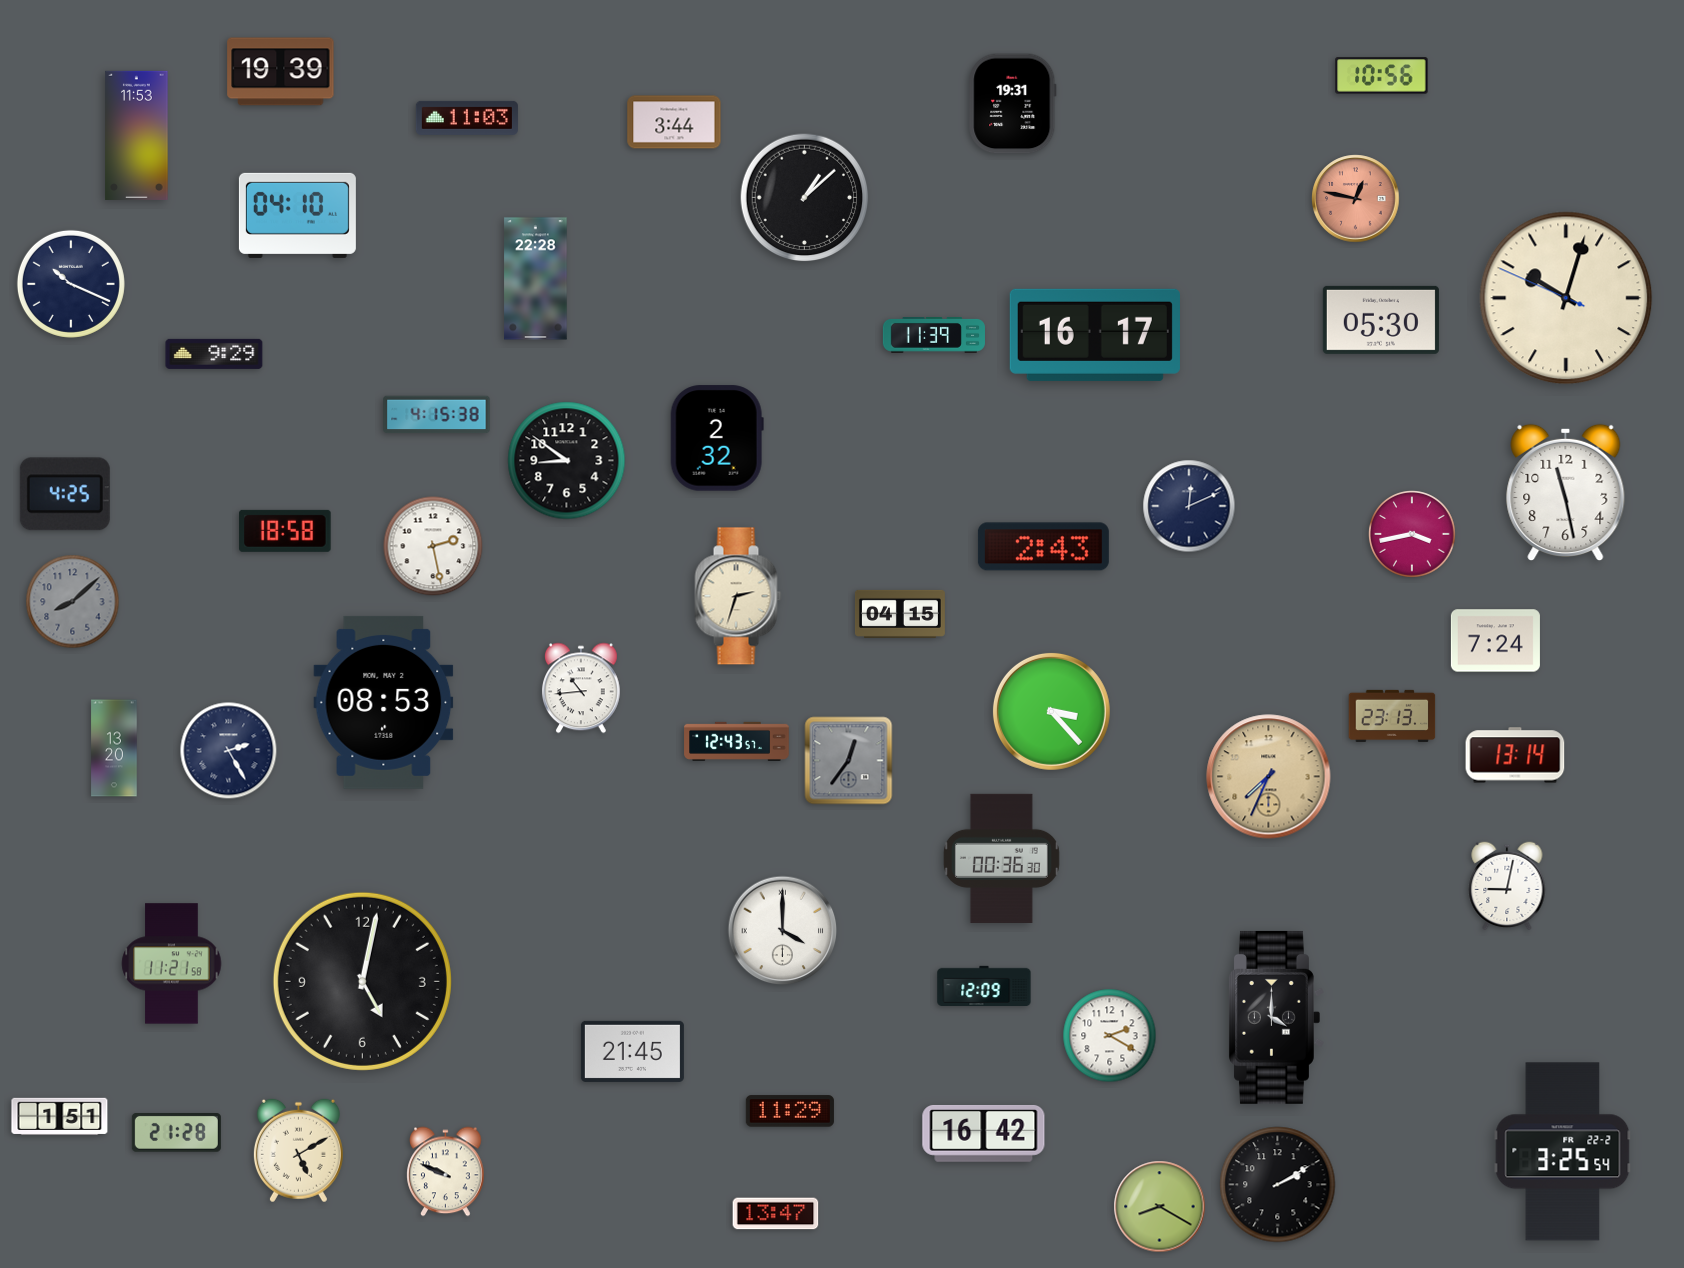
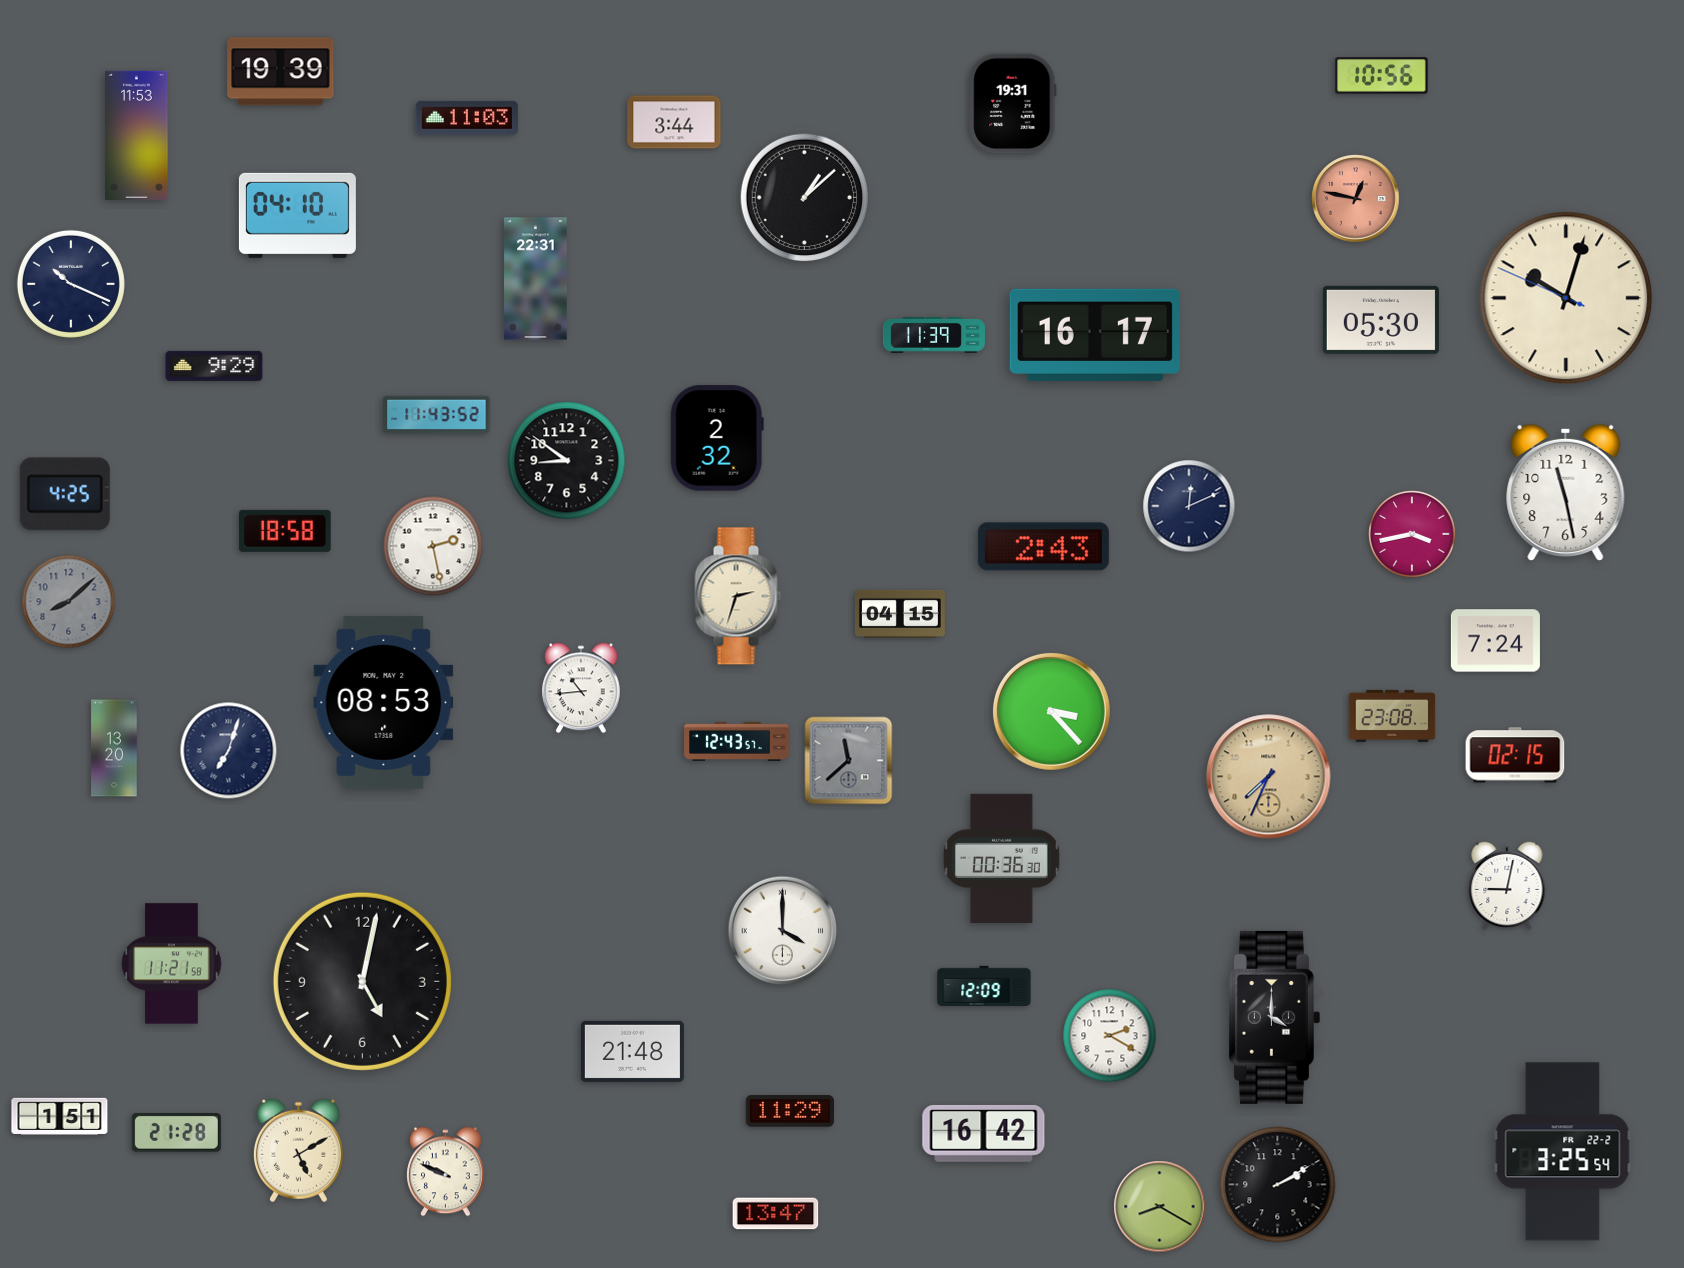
clock at (536, 279): 22:28 -> 22:31
clock at (214, 354) position: (214, 354) -> (214, 366)
clock at (437, 415): 4:15 -> 11:43
clock at (73, 602) position: (73, 602) -> (69, 602)
clock at (1392, 716): 23:13 -> 23:08
clock at (229, 751): 2:25 -> 7:03
clock at (1515, 755): 13:14 -> 02:15
clock at (849, 761): 12:36 -> 11:38
clock at (632, 1051): 21:45 -> 21:48
